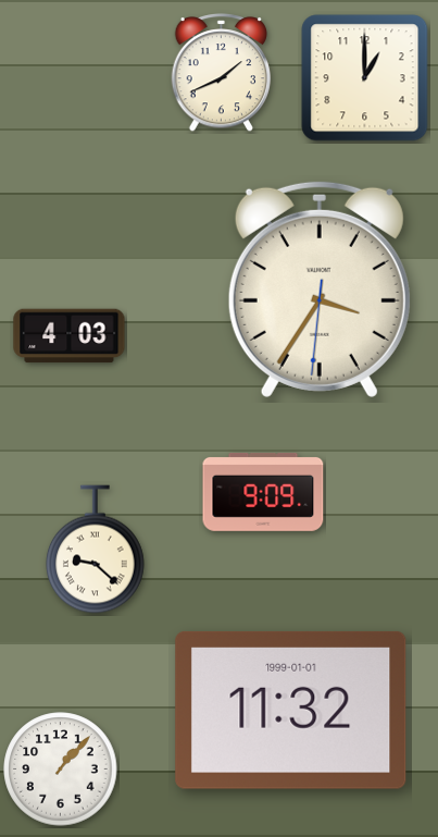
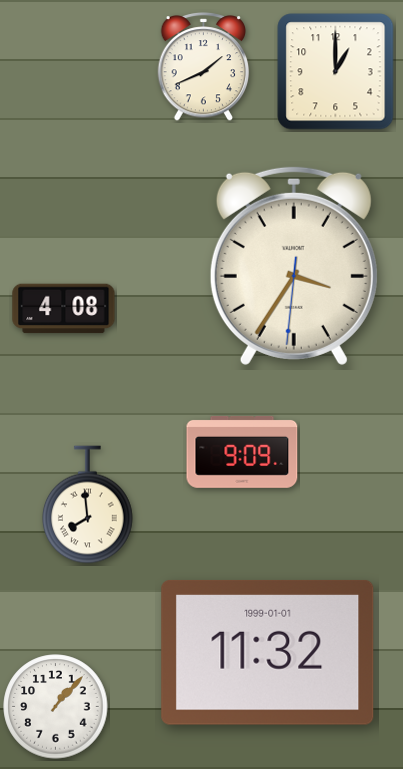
clock at (70, 336): 4:03 -> 4:08
clock at (96, 550): 9:22 -> 7:59
